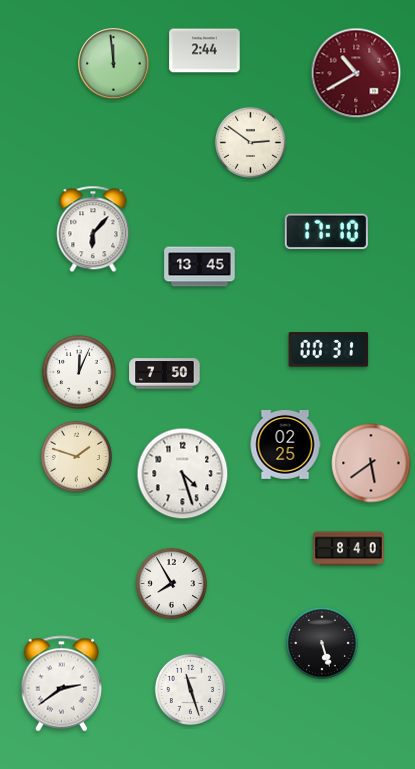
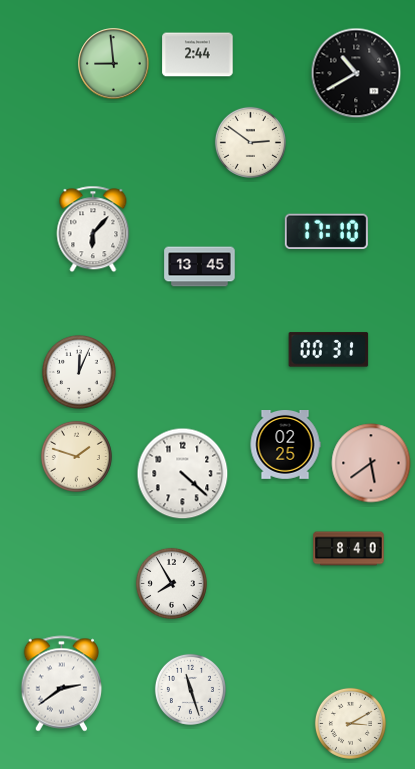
clock at (205, 51) position: (205, 51) -> (198, 55)
clock at (114, 64): 11:59 -> 8:59
clock at (356, 73) dial: burgundy -> black
clock at (165, 374): 7:50 -> none
clock at (183, 474): 4:27 -> 4:22
clock at (322, 643): 5:27 -> none
clock at (350, 723): none -> 3:10
